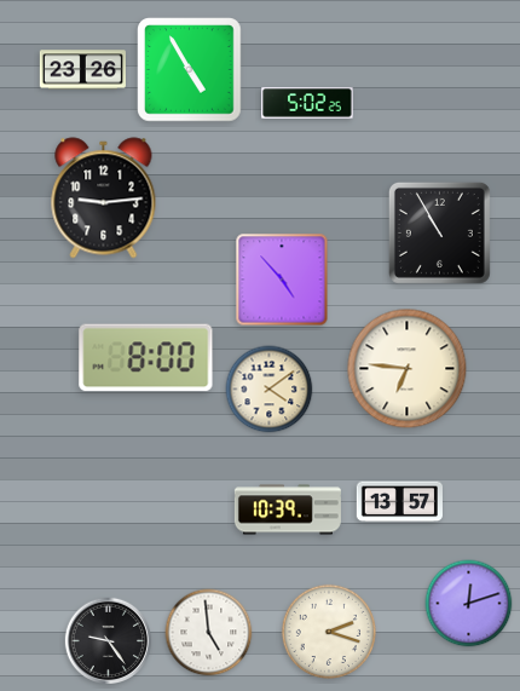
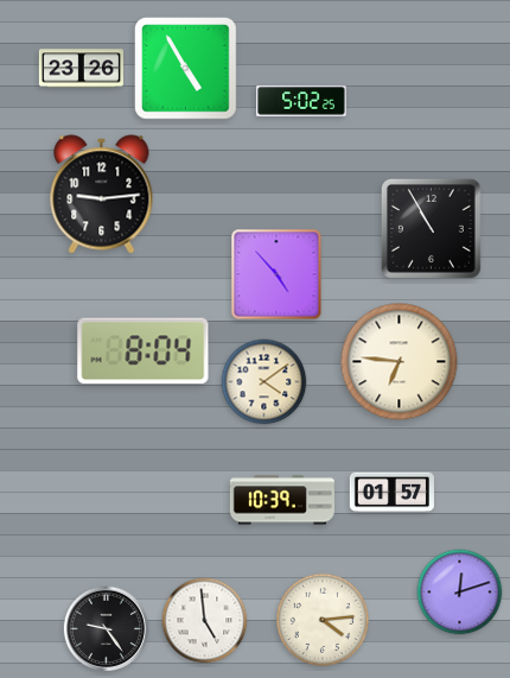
clock at (146, 358): 8:00 -> 8:04
clock at (399, 502): 13:57 -> 01:57
clock at (328, 630): 2:18 -> 4:14
